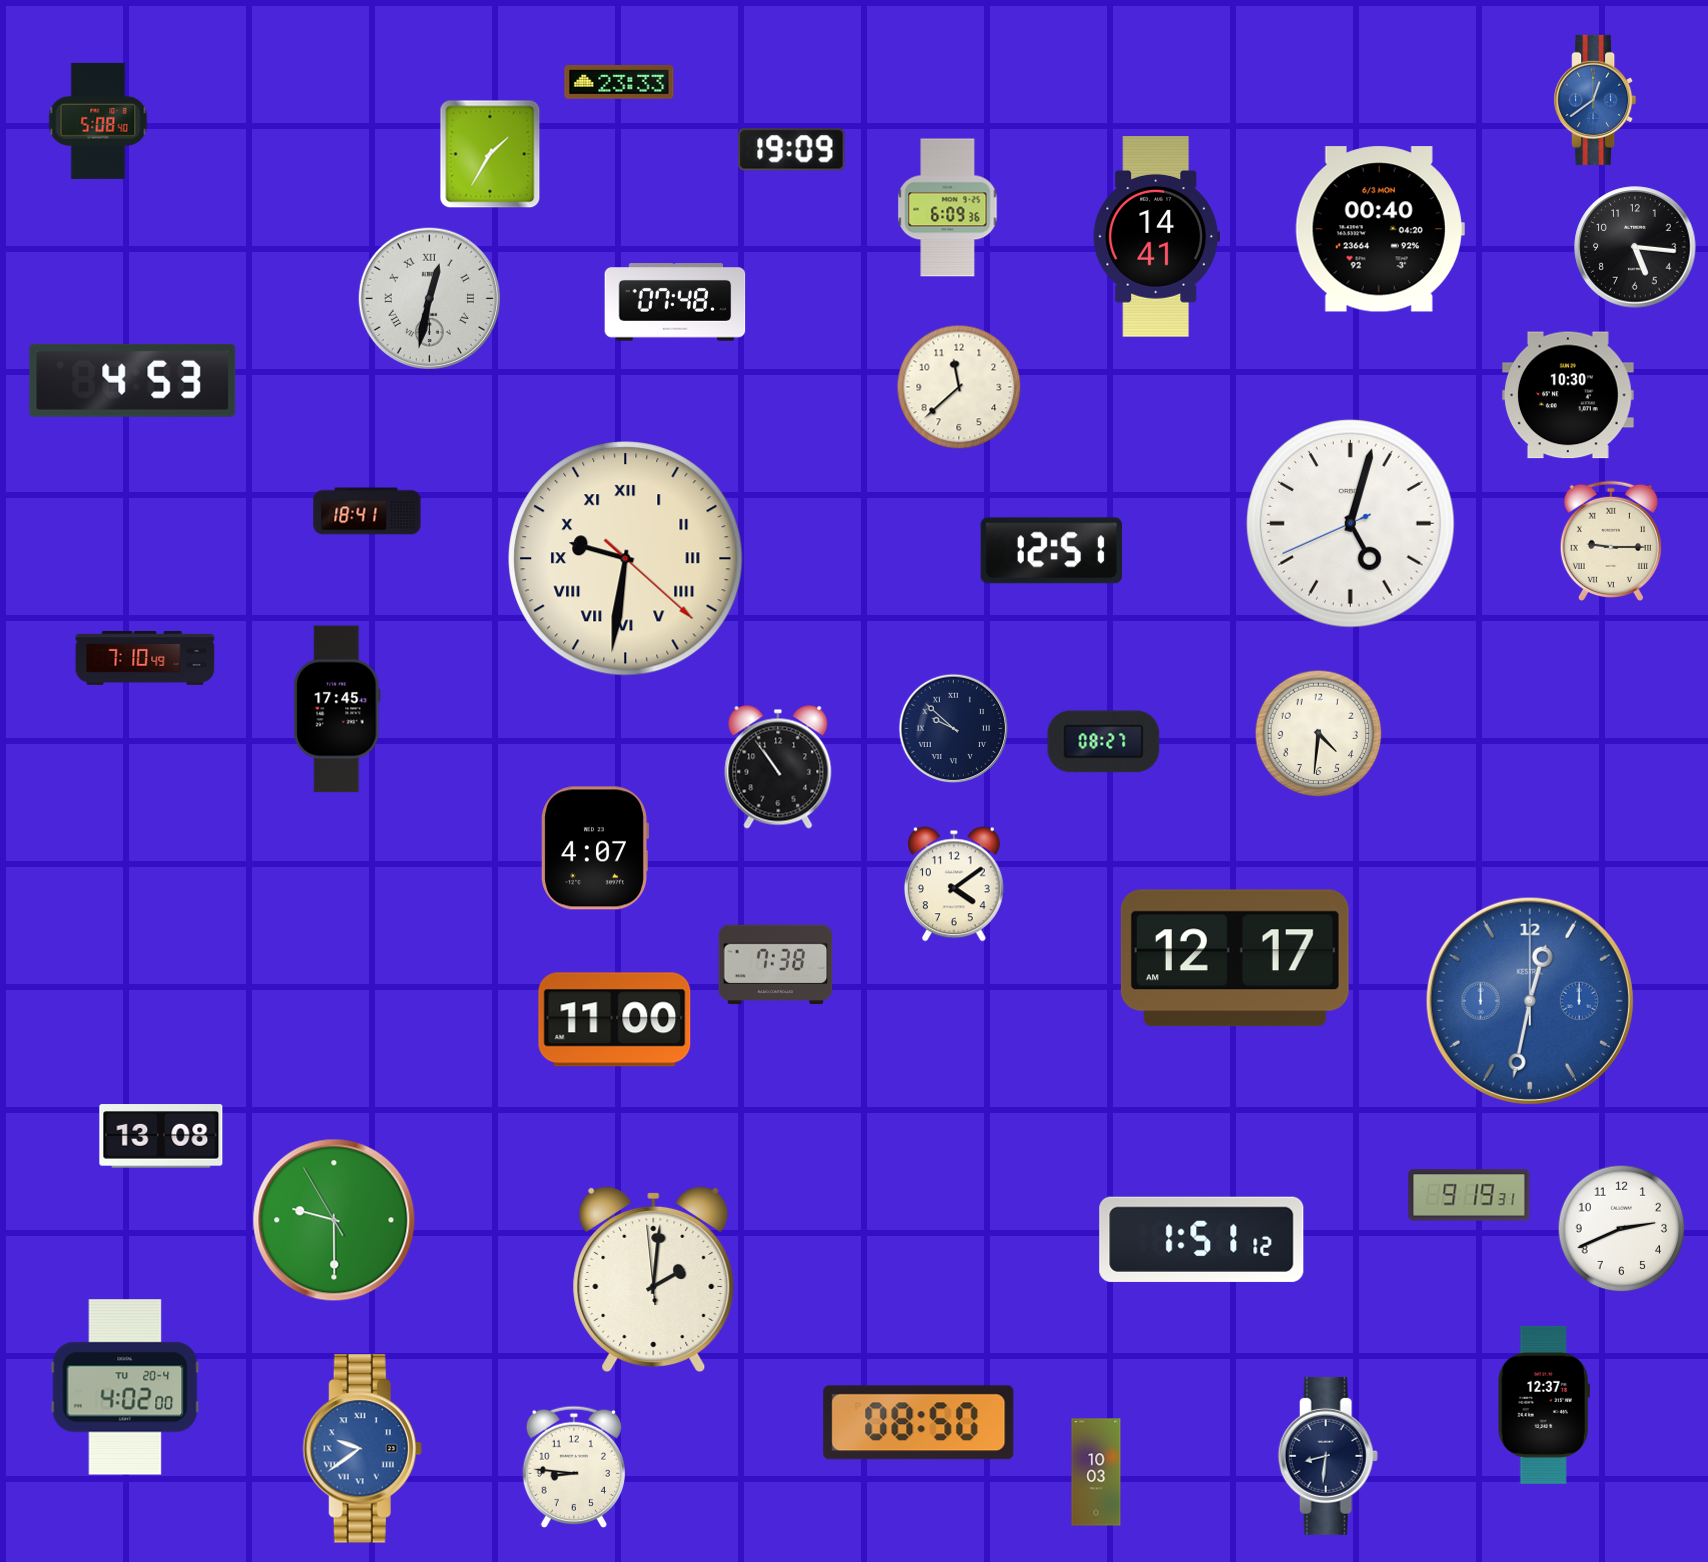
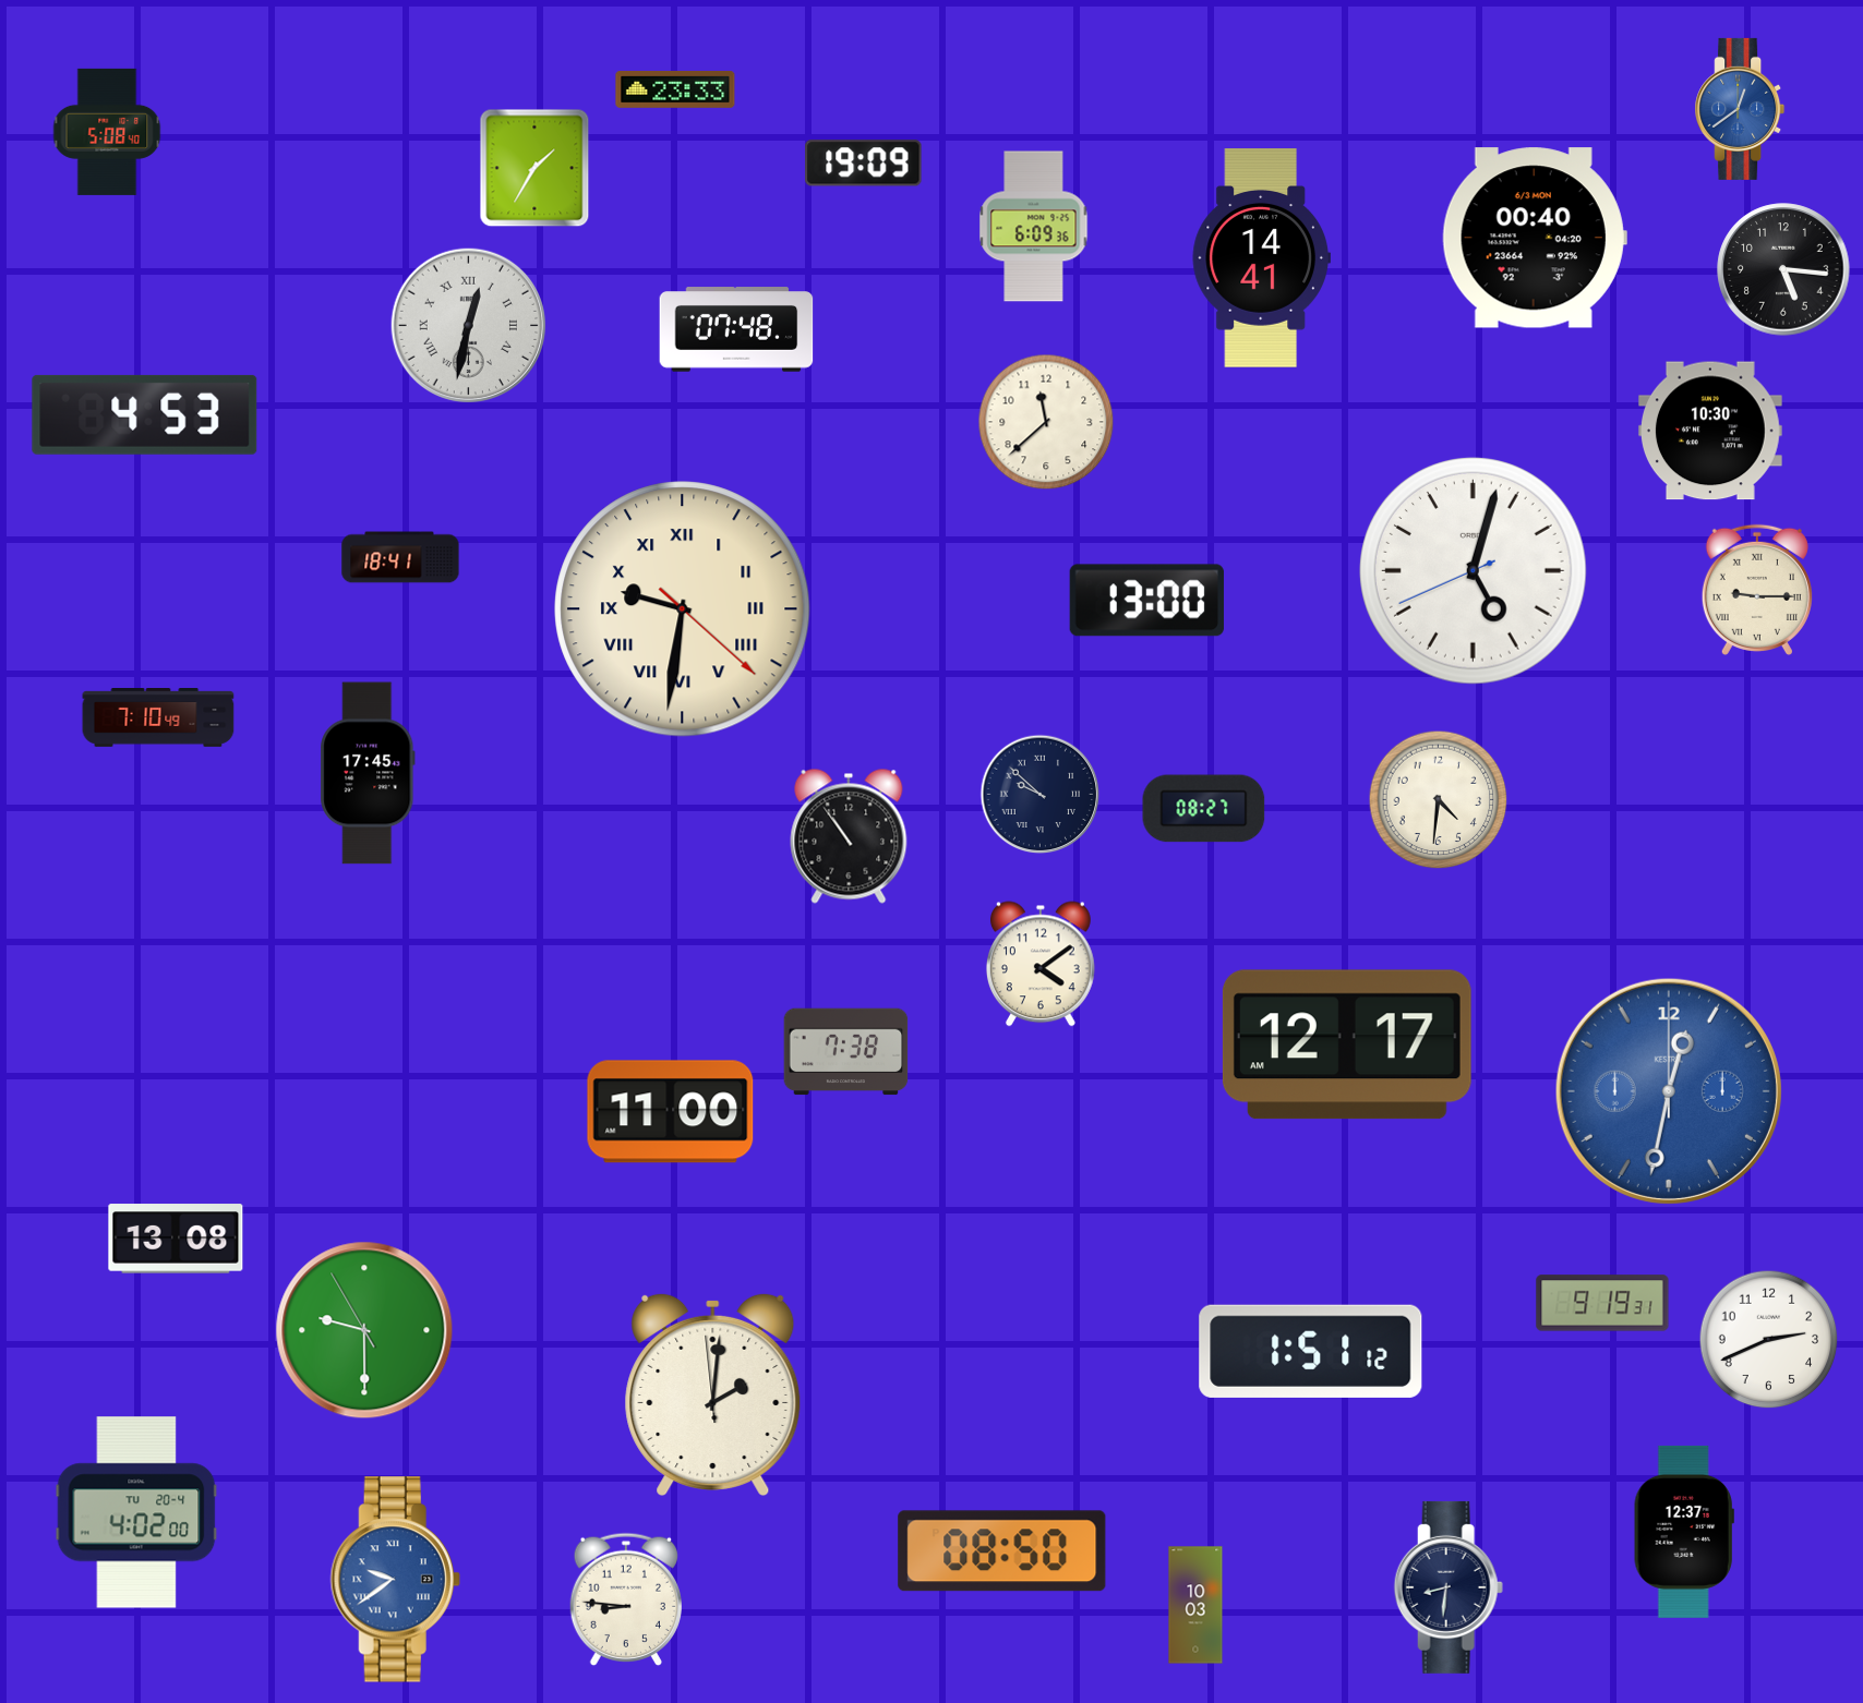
clock at (1380, 229) position: (1380, 229) -> (1535, 238)
clock at (1051, 551): 12:51 -> 13:00
clock at (595, 848): 4:07 -> none
